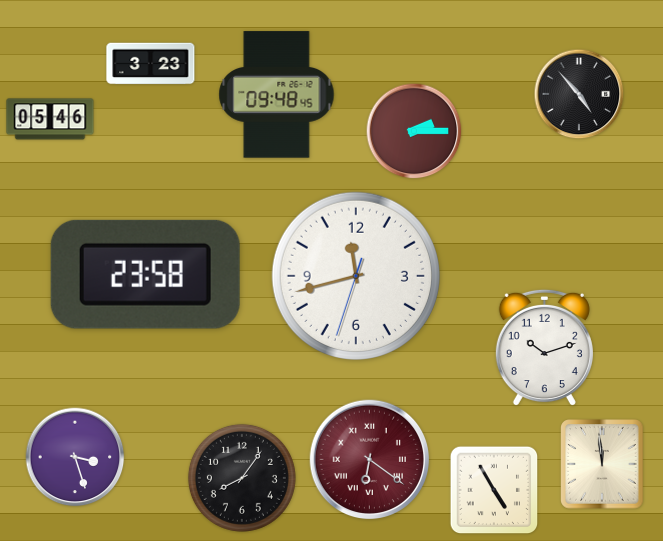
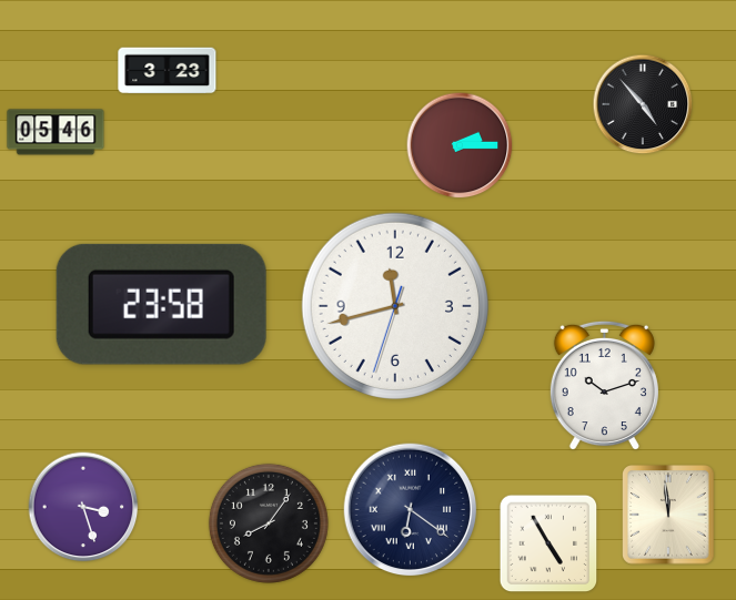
clock at (277, 95): 09:48 -> none
clock at (370, 460) dial: burgundy -> navy
clock at (242, 478) position: (242, 478) -> (269, 523)
